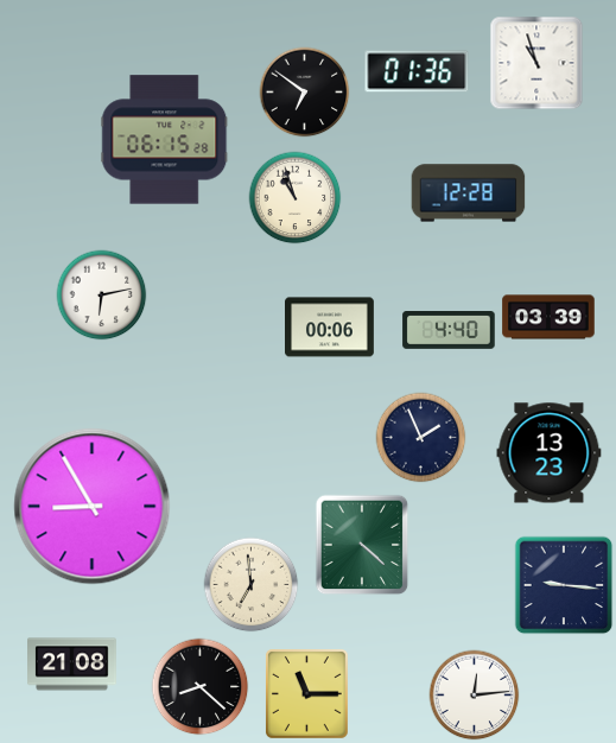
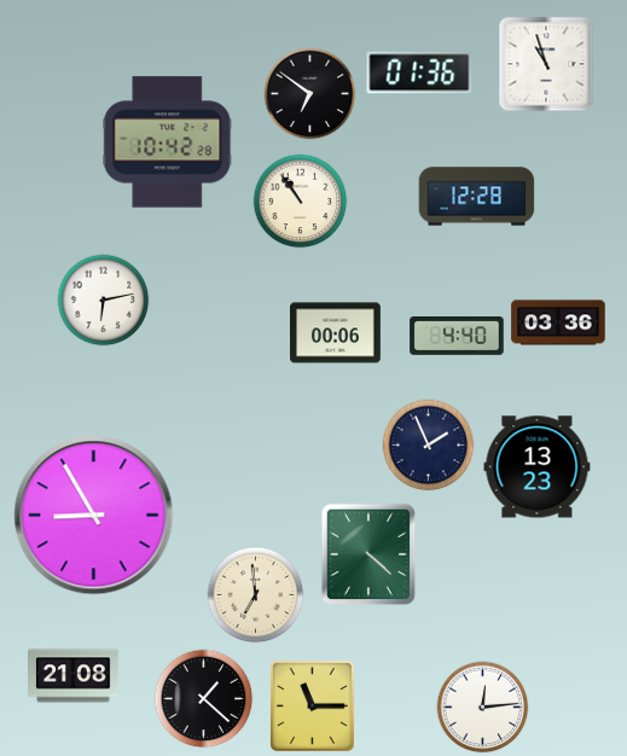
clock at (417, 71) position: (417, 71) -> (419, 72)
clock at (165, 140): 06:15 -> 10:42
clock at (296, 198): 10:57 -> 10:54
clock at (548, 317): 03:39 -> 03:36
clock at (550, 453) position: (550, 453) -> (538, 467)
clock at (564, 585): 9:16 -> none
clock at (201, 687): 8:22 -> 1:22
